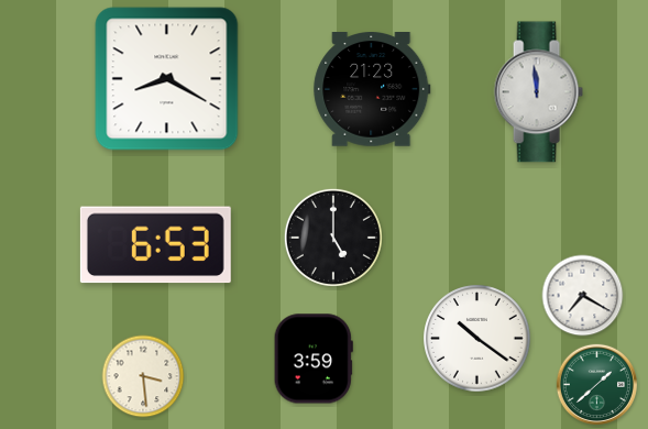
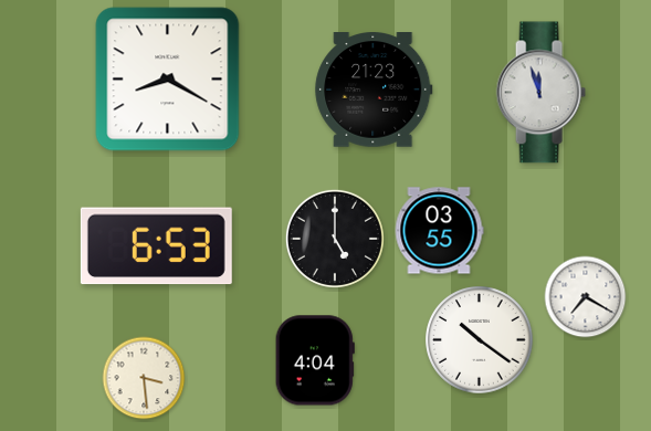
clock at (538, 92): 11:59 -> 11:57
clock at (439, 231): none -> 03:55
clock at (314, 359): 3:59 -> 4:04
clock at (596, 384): 1:38 -> none
